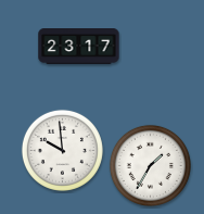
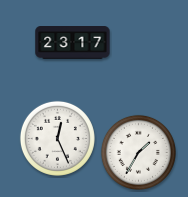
clock at (62, 150): 9:59 -> 12:26
